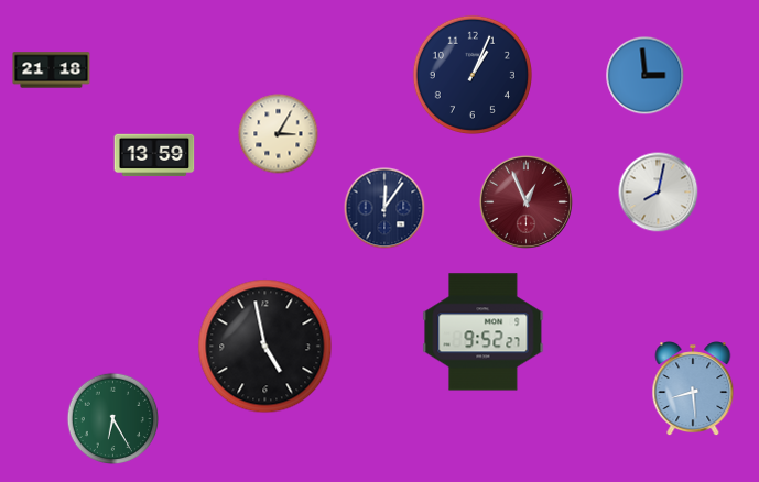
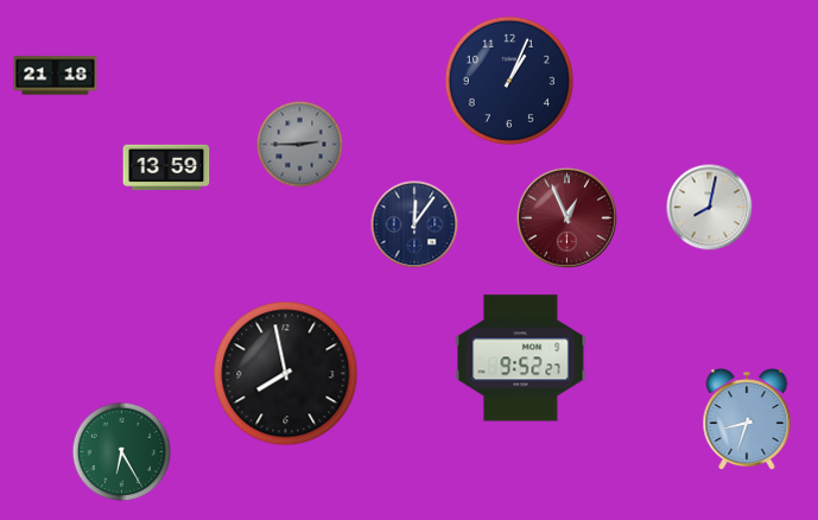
clock at (646, 76): 2:59 -> none
clock at (279, 134): 3:05 -> 2:45
clock at (279, 134) dial: cream -> grey
clock at (265, 347): 4:58 -> 7:58
clock at (693, 390): 8:29 -> 8:33
